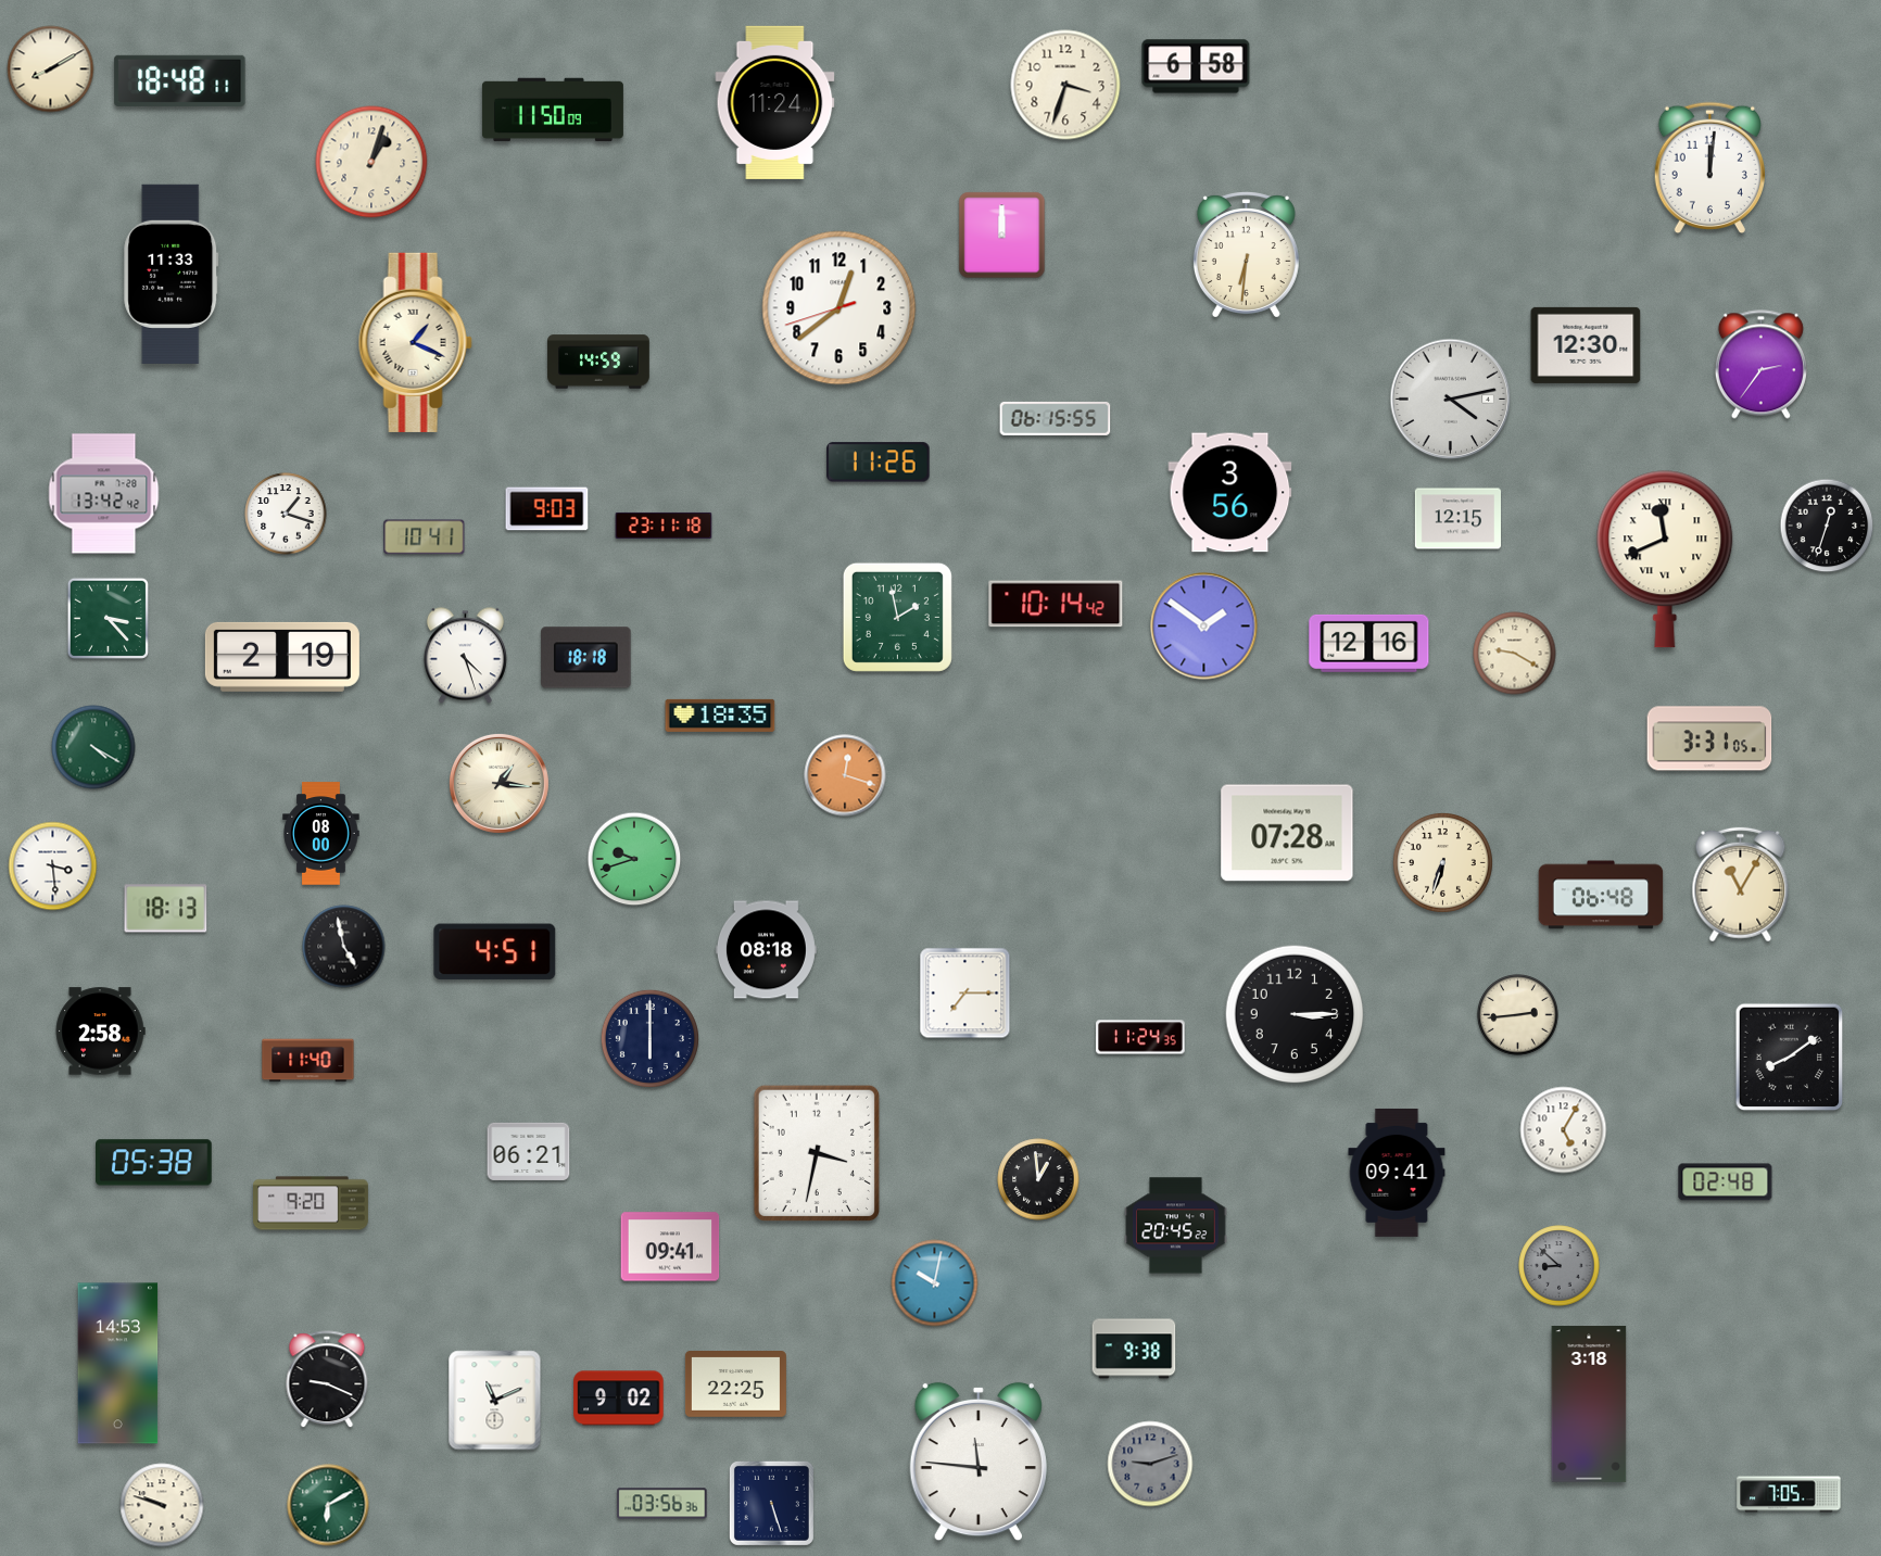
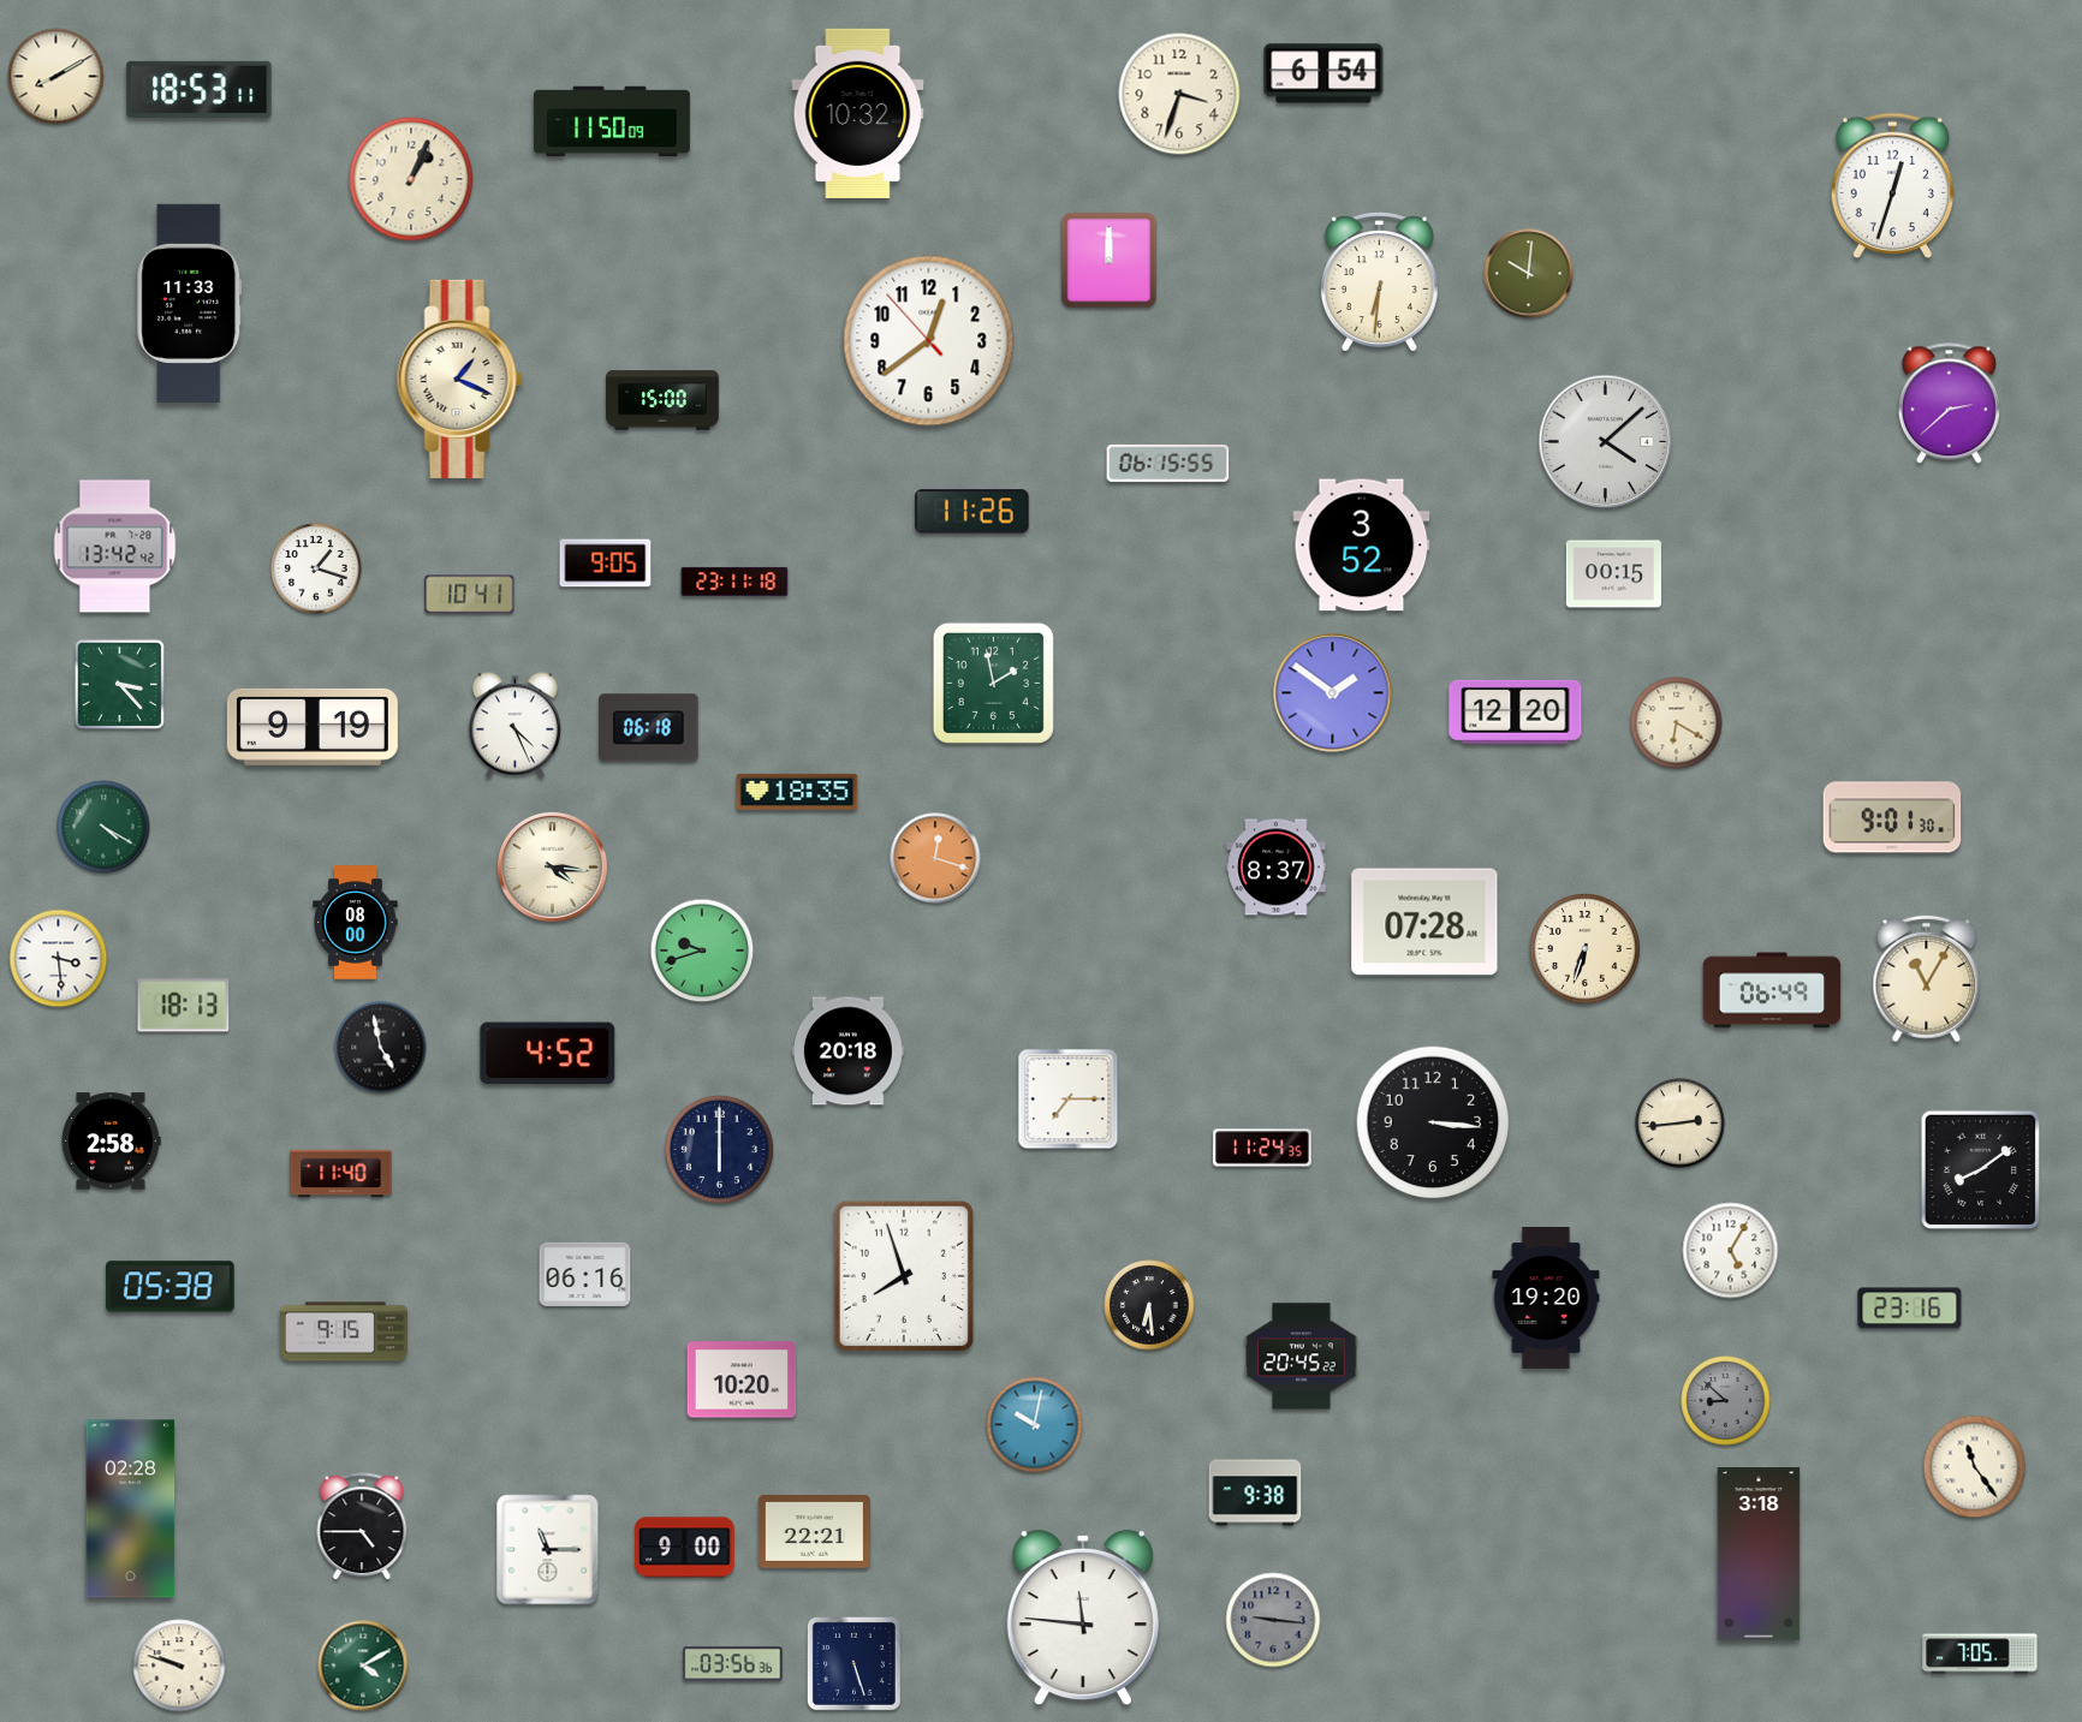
clock at (1196, 66): 6:58 -> 6:54
clock at (180, 80): 18:48 -> 18:53
clock at (775, 102): 11:24 -> 10:32
clock at (371, 162): 1:03 -> 1:04
clock at (1709, 168): 12:01 -> 12:33
clock at (1529, 274): none -> 10:01
clock at (839, 308): 12:38:42 -> 12:38:53
clock at (1586, 345): 12:30 -> none
clock at (598, 362): 14:59 -> 15:00
clock at (1760, 365): 2:36 -> 2:38
clock at (1451, 400): 4:13 -> 4:08
clock at (1230, 493): 3:56 -> 3:52
clock at (547, 509): 9:03 -> 9:05
clock at (1457, 519): 12:15 -> 00:15
clock at (1827, 526): 12:33 -> none
clock at (1665, 559): 11:41 -> none
clock at (1056, 604): 10:14 -> none
clock at (1369, 643): 12:16 -> 12:20
clock at (1515, 654): 9:20 -> 6:20
clock at (465, 656): 4:27 -> 4:26
clock at (282, 657): 2:19 -> 9:19
clock at (586, 658): 18:18 -> 06:18
clock at (1709, 738): 3:31 -> 9:01
clock at (498, 783): 1:16 -> 4:16
clock at (1277, 868): none -> 8:37
clock at (1442, 862) position: (1442, 862) -> (1584, 948)
clock at (1601, 895): 06:48 -> 06:49
clock at (766, 950): 08:18 -> 20:18
clock at (495, 952): 4:51 -> 4:52
clock at (1295, 1014): 3:15 -> 3:16
clock at (529, 1151): 06:21 -> 06:16
clock at (817, 1153): 3:32 -> 7:57
clock at (1397, 1173): 09:41 -> 19:20
clock at (1038, 1179): 12:59 -> 6:29
clock at (1726, 1182): 02:48 -> 23:16
clock at (312, 1203): 9:20 -> 9:15
clock at (670, 1247): 09:41 -> 10:20
clock at (935, 1283) position: (935, 1283) -> (1035, 1425)
clock at (1975, 1467): none -> 11:24
clock at (118, 1364): 14:53 -> 02:28
clock at (327, 1380): 9:19 -> 4:45
clock at (735, 1384): 22:25 -> 22:21
clock at (619, 1399): 9:02 -> 9:00
clock at (495, 1401): 11:11 -> 11:15
clock at (1150, 1464): 9:12 -> 9:16
clock at (328, 1505): 6:10 -> 4:10
